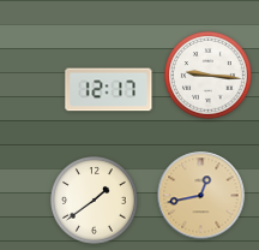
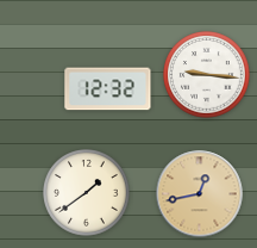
clock at (109, 90): 12:17 -> 12:32
clock at (95, 201) position: (95, 201) -> (87, 193)
